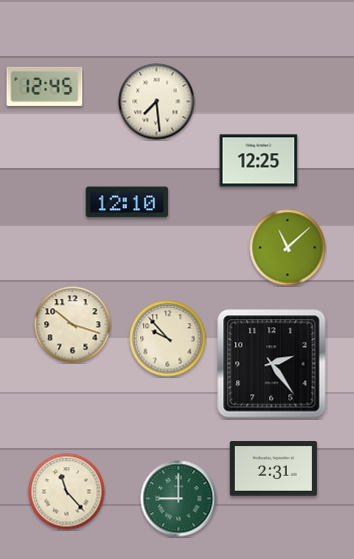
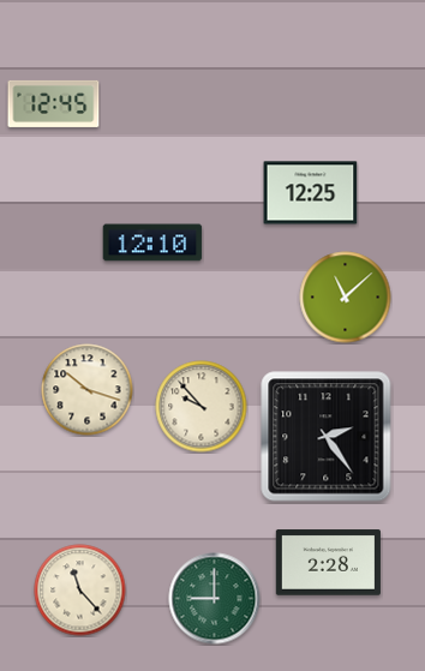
clock at (157, 102): 7:29 -> none
clock at (273, 469): 2:31 -> 2:28
